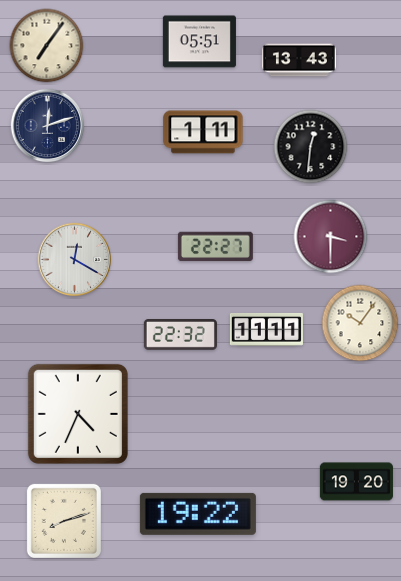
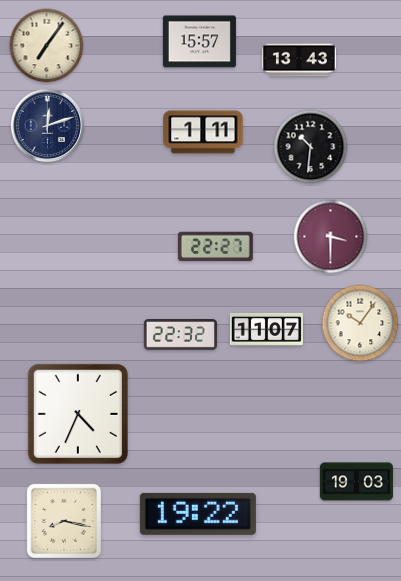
clock at (199, 42): 05:51 -> 15:57
clock at (311, 147): 12:31 -> 10:31
clock at (75, 260): 12:20 -> none
clock at (266, 330): 11:11 -> 11:07
clock at (356, 482): 19:20 -> 19:03
clock at (64, 521): 8:12 -> 8:17
